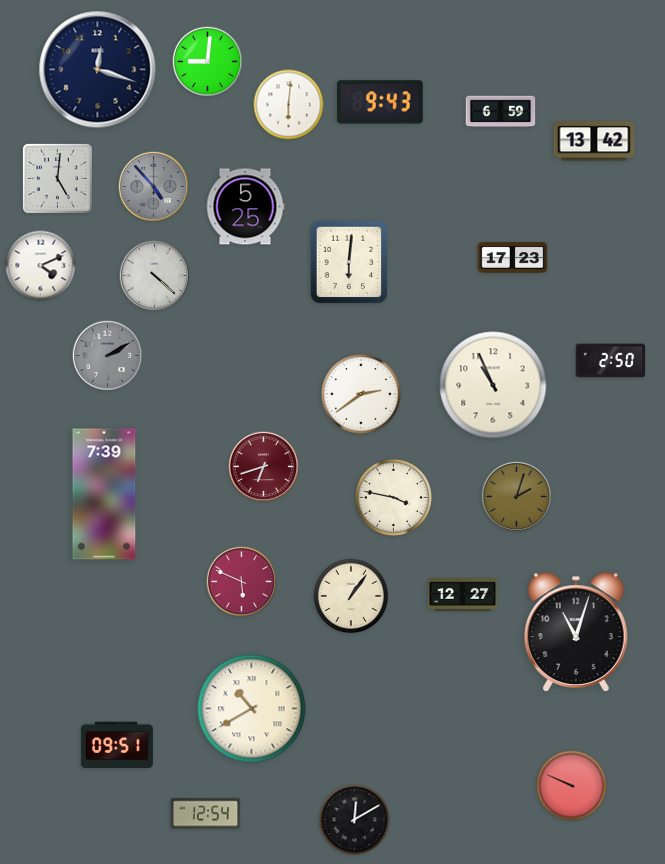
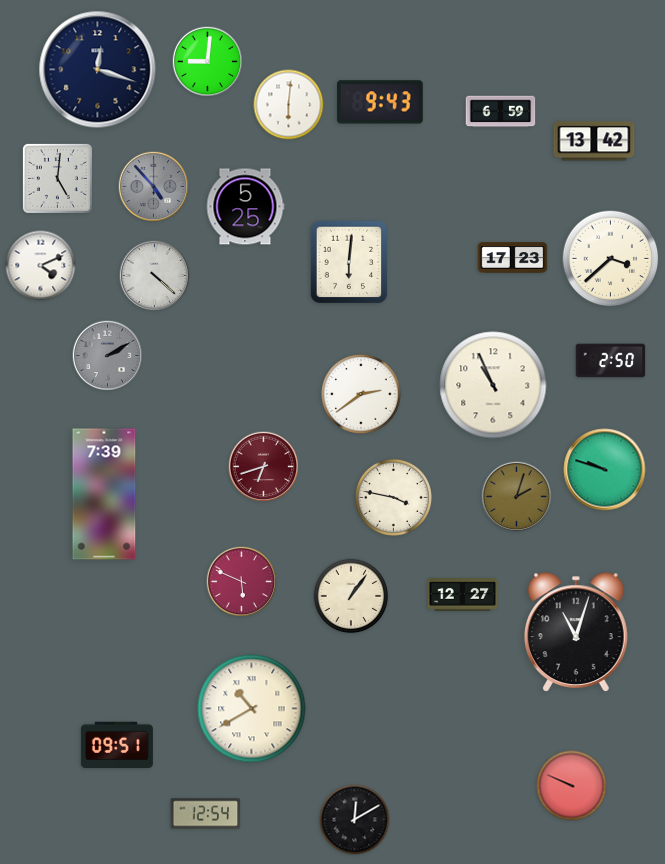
clock at (611, 259): none -> 3:38
clock at (605, 470): none -> 9:48
